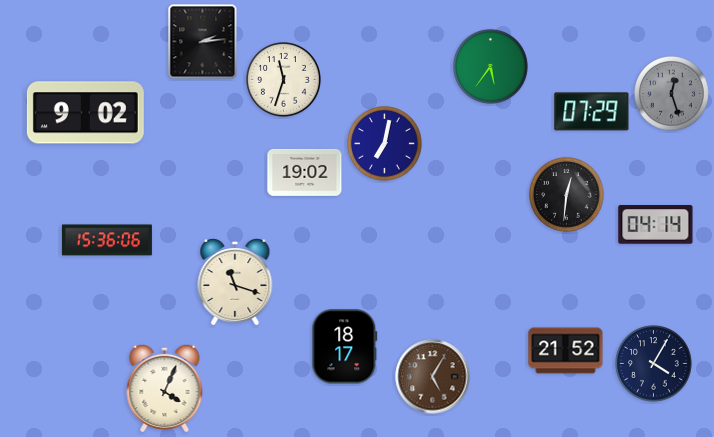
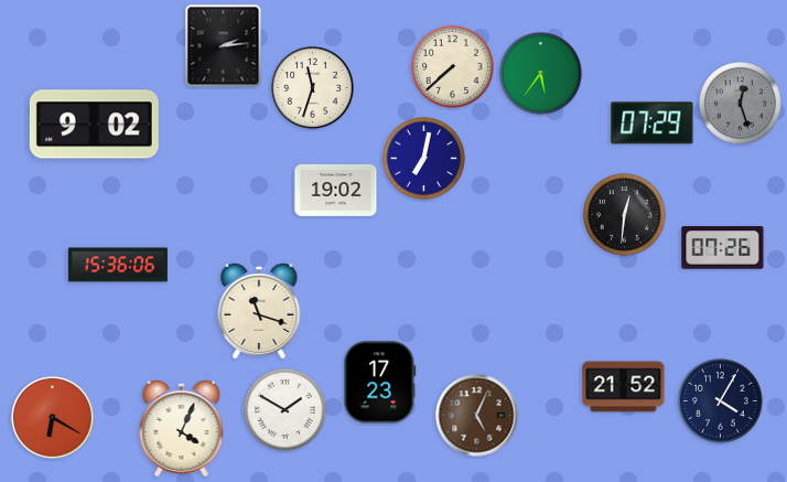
clock at (453, 67): none -> 7:38
clock at (656, 225): 04:14 -> 07:26
clock at (345, 347): 18:17 -> 17:23
clock at (285, 410): none -> 1:50
clock at (433, 377): 5:05 -> 5:04
clock at (53, 418): none -> 6:20
